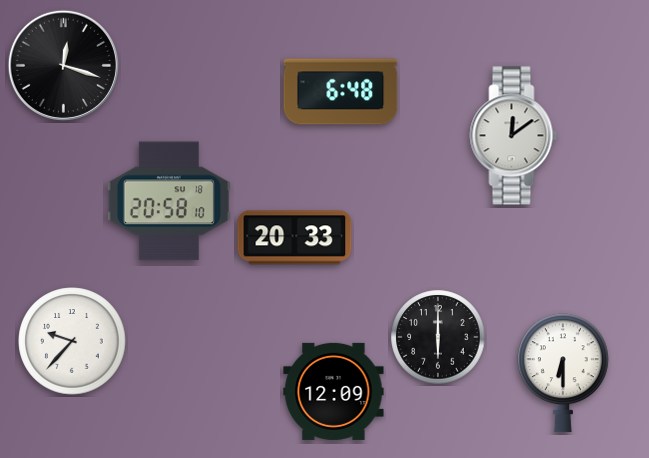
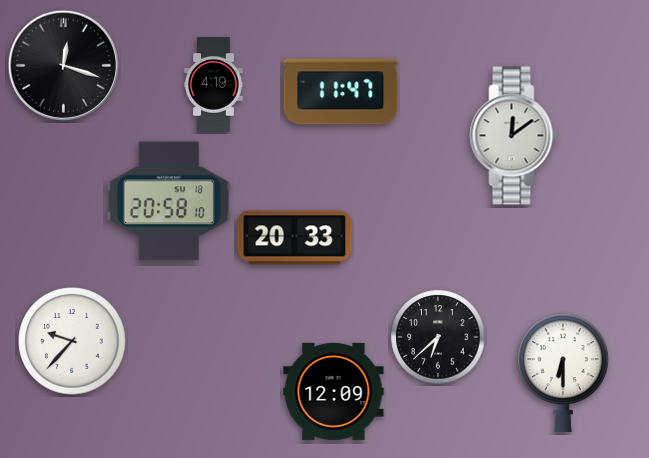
clock at (214, 85): none -> 4:19
clock at (341, 92): 6:48 -> 11:47
clock at (438, 337): 6:00 -> 6:38
